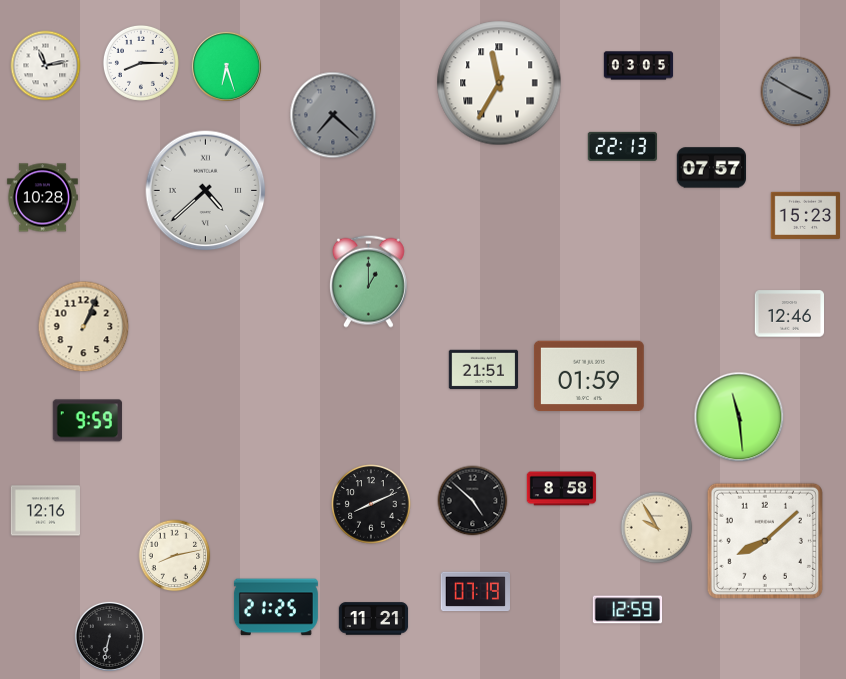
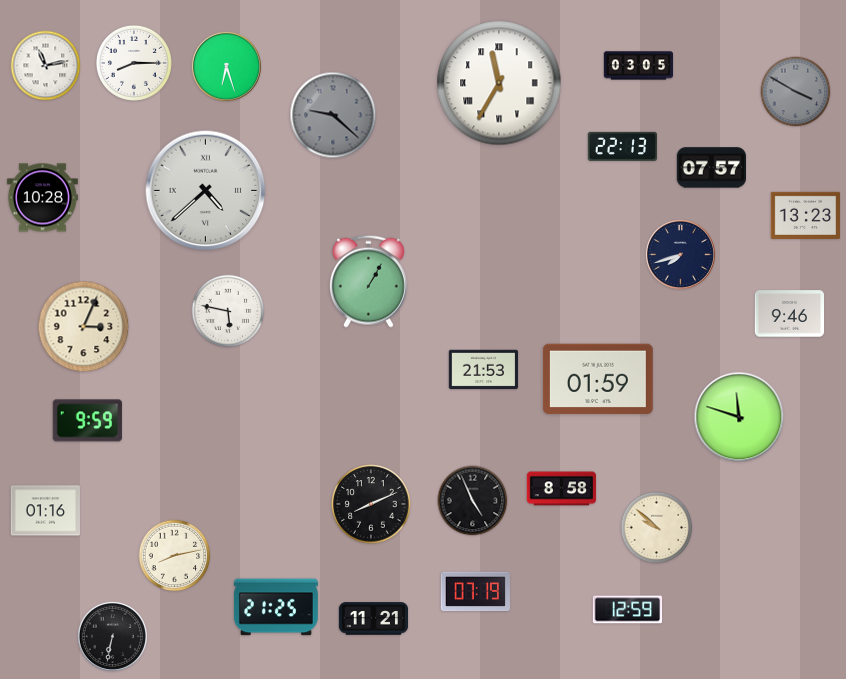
clock at (141, 63) position: (141, 63) -> (134, 63)
clock at (333, 115): 7:22 -> 9:22
clock at (806, 215): 15:23 -> 13:23
clock at (680, 254): none -> 7:42
clock at (368, 281): 1:00 -> 1:05
clock at (228, 311): none -> 5:47
clock at (790, 314): 12:46 -> 9:46
clock at (84, 327): 1:04 -> 3:04
clock at (484, 370): 21:51 -> 21:53
clock at (589, 376) position: (589, 376) -> (598, 379)
clock at (739, 417): 11:29 -> 11:48
clock at (473, 501): 4:52 -> 4:56
clock at (46, 511): 12:16 -> 01:16
clock at (657, 528): 9:55 -> 9:52
clock at (765, 541): 8:08 -> none
clock at (109, 636) position: (109, 636) -> (112, 636)
